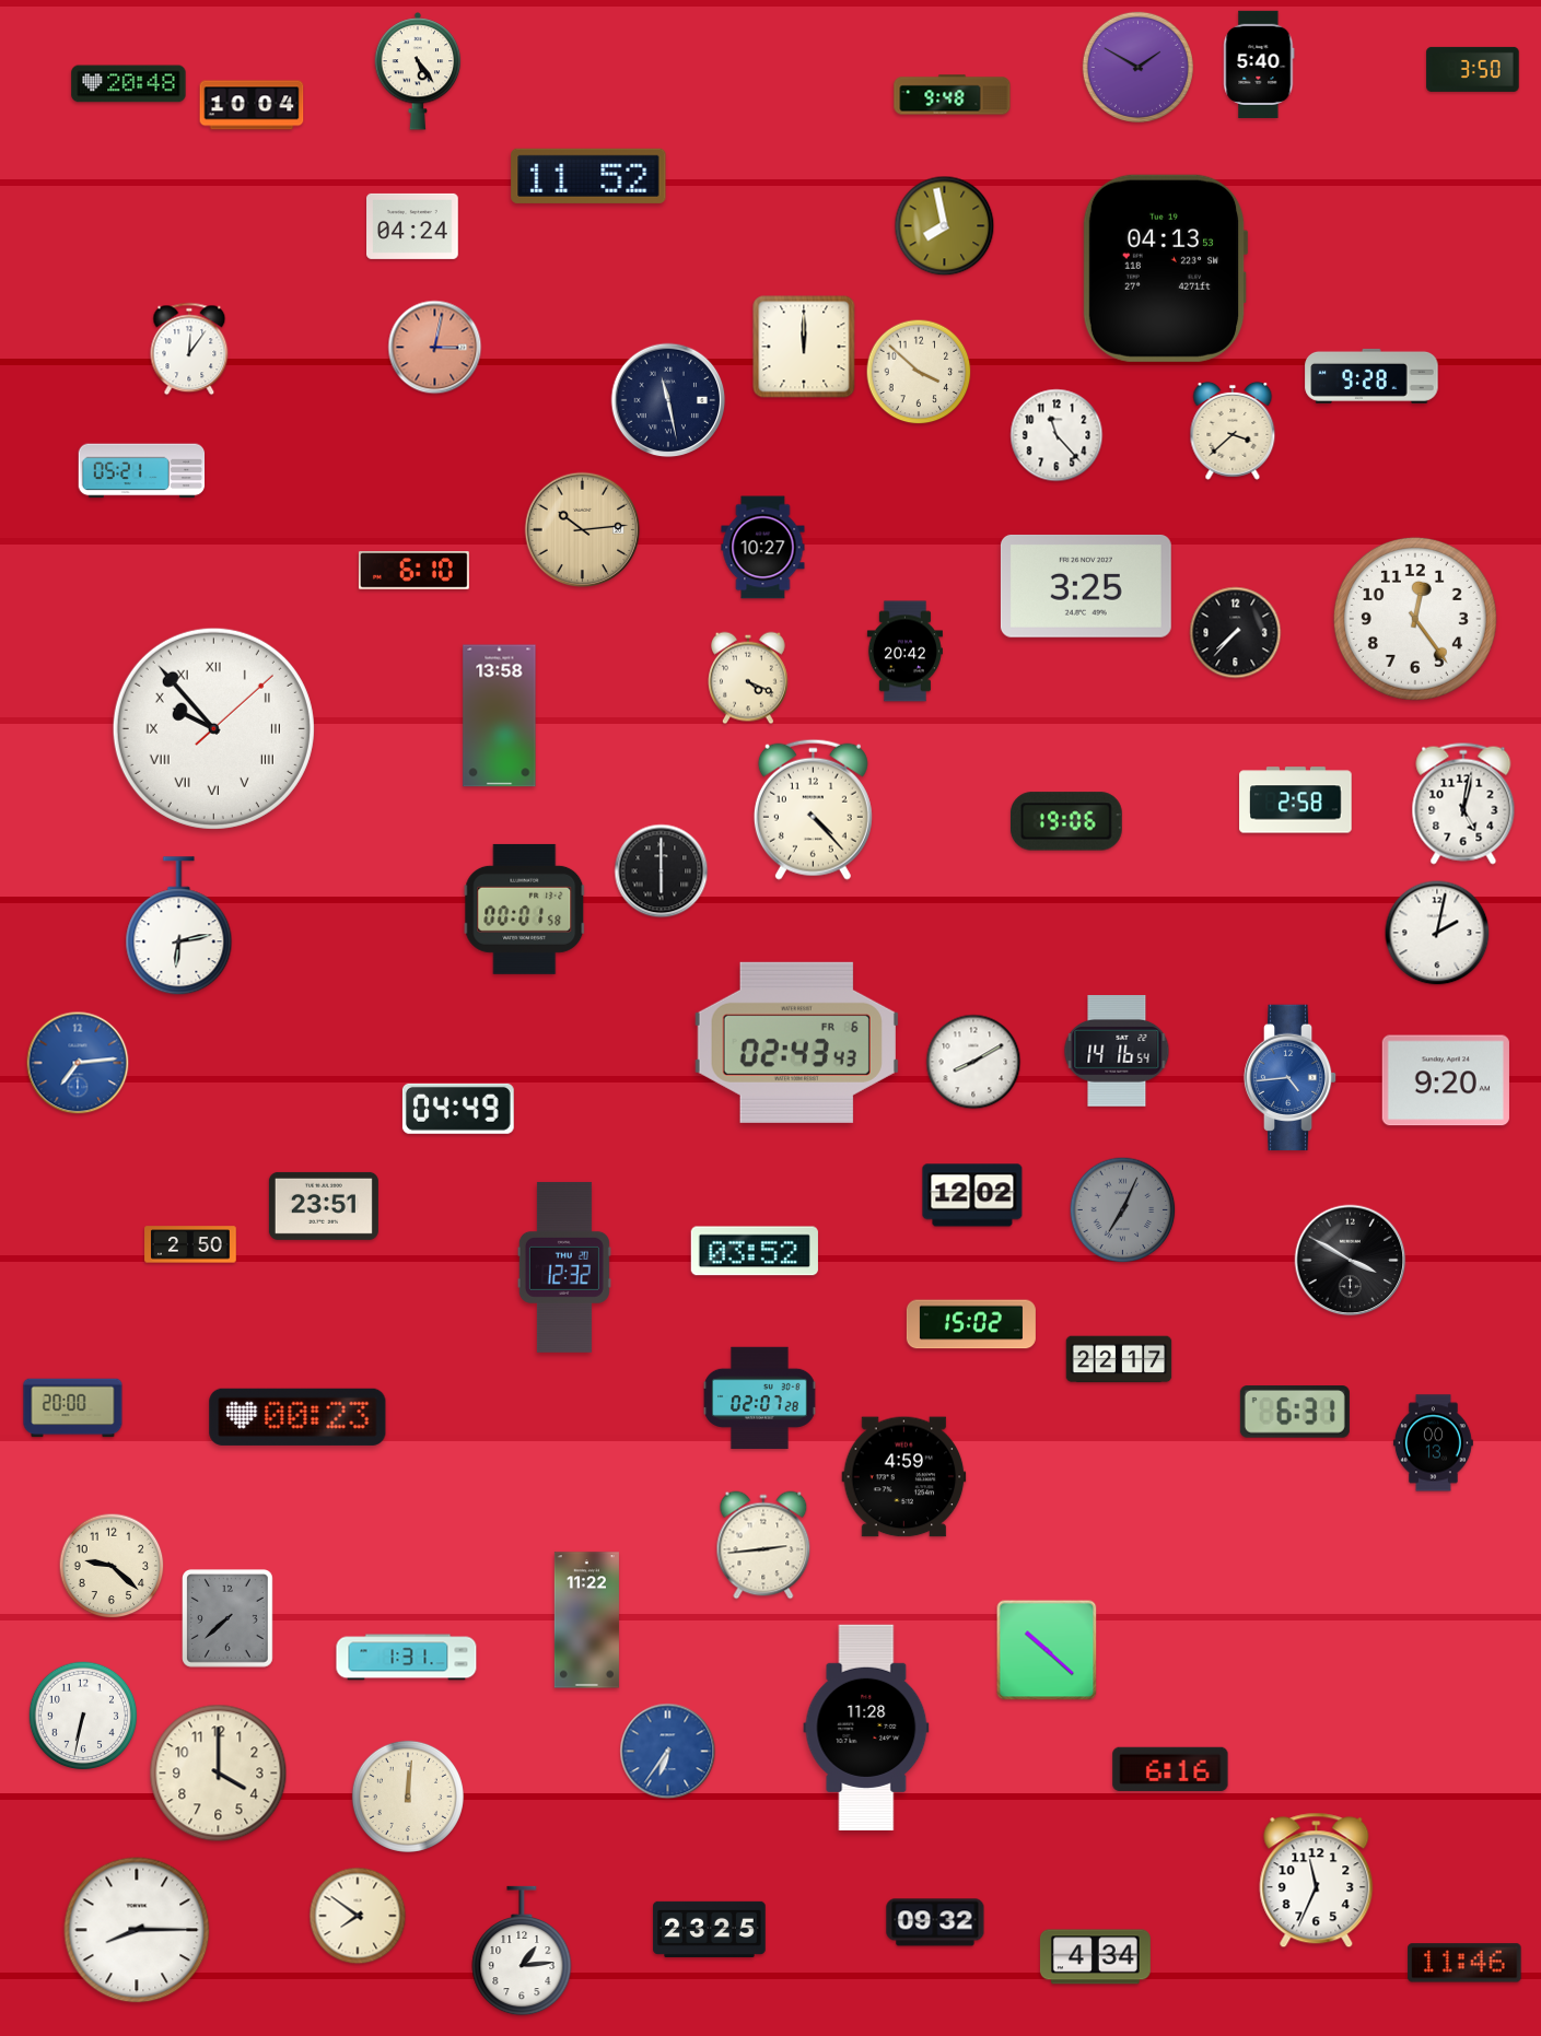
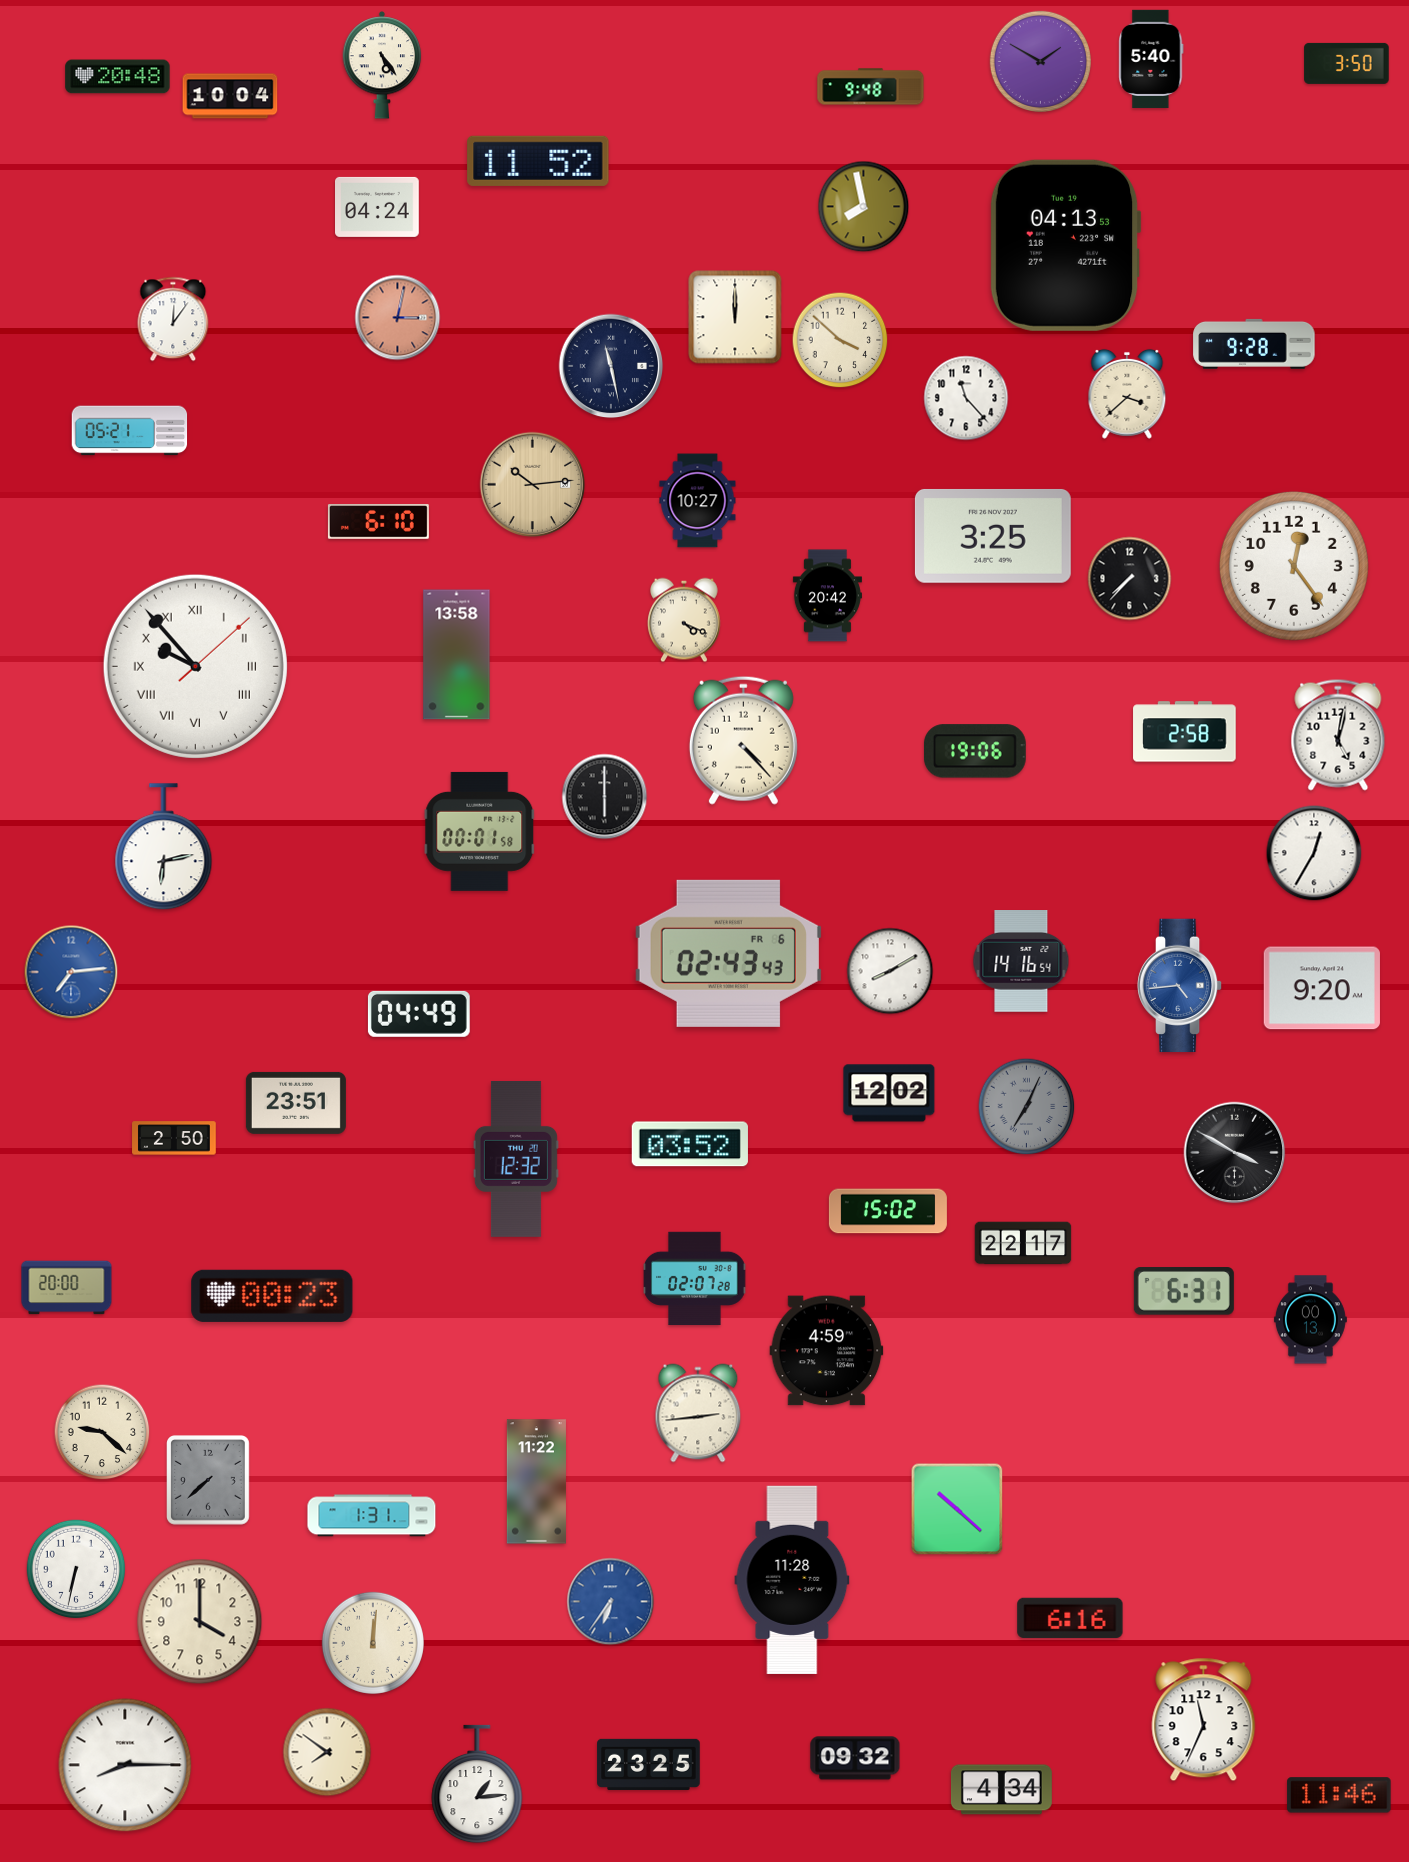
clock at (1437, 933): 2:02 -> 12:35
